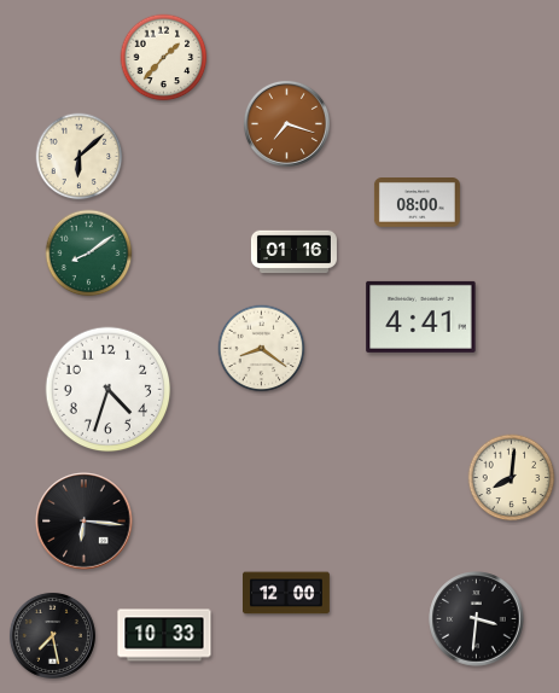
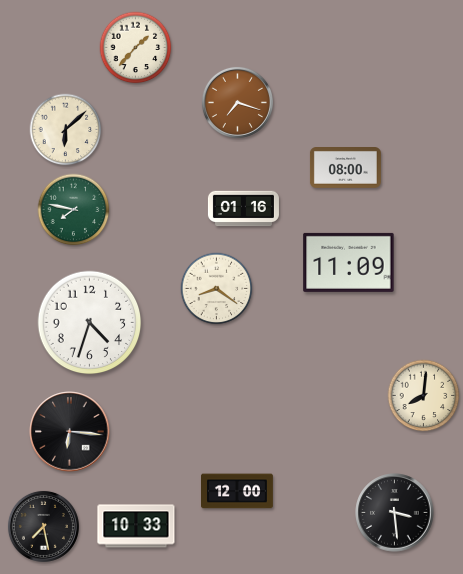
clock at (89, 254): 8:09 -> 7:47
clock at (421, 316): 4:41 -> 11:09
clock at (477, 619): 3:31 -> 3:29
